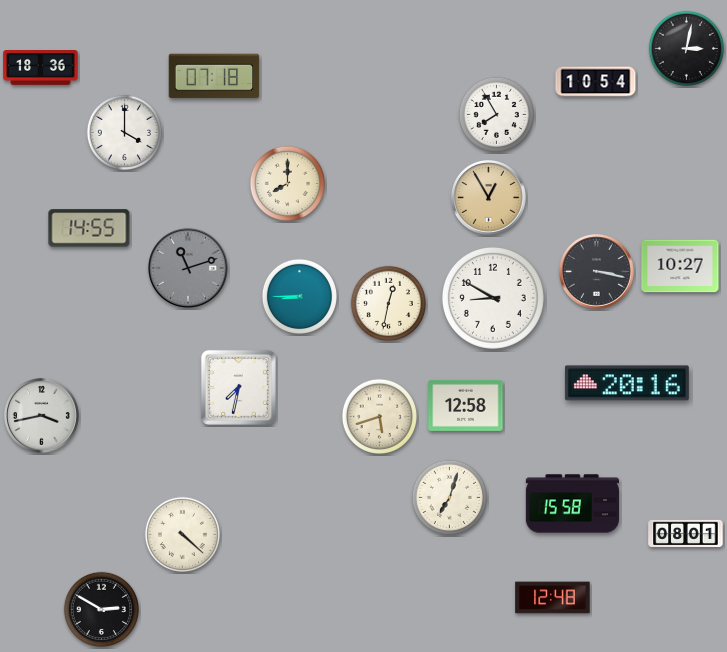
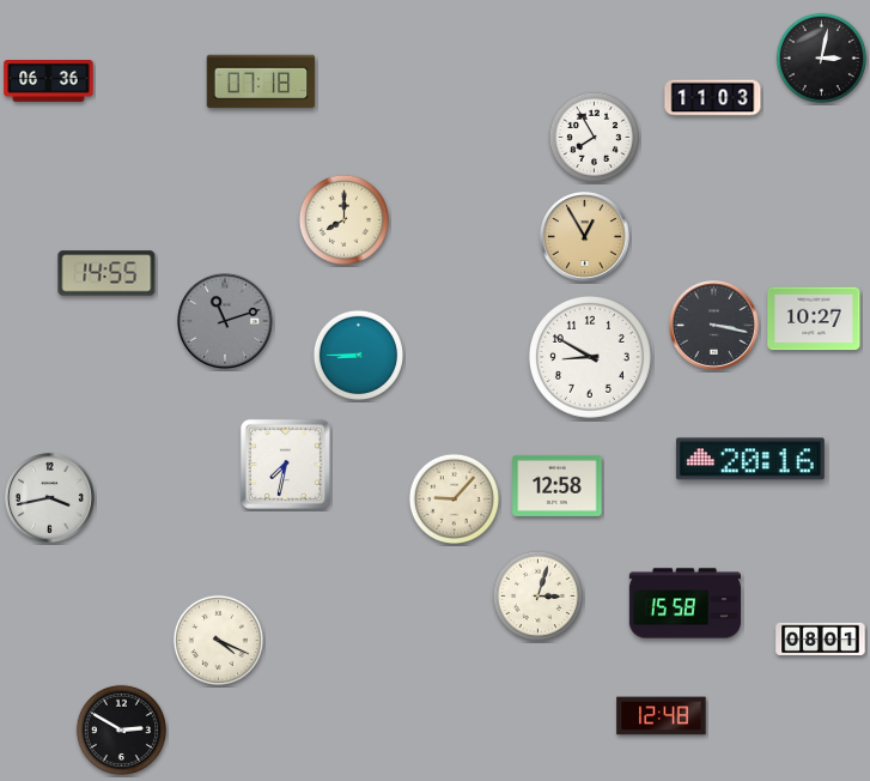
clock at (41, 68): 18:36 -> 06:36
clock at (214, 76) position: (214, 76) -> (261, 81)
clock at (596, 82): 10:54 -> 11:03
clock at (124, 132): 4:00 -> none
clock at (388, 303): 12:32 -> none
clock at (379, 416): 5:42 -> 9:07
clock at (449, 497): 7:03 -> 3:03
clock at (182, 534): 4:22 -> 4:19
